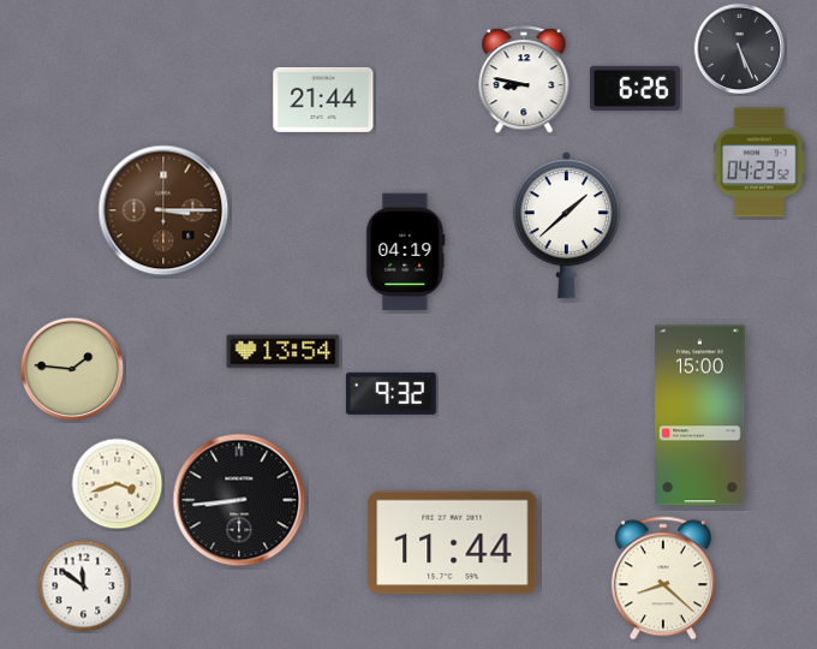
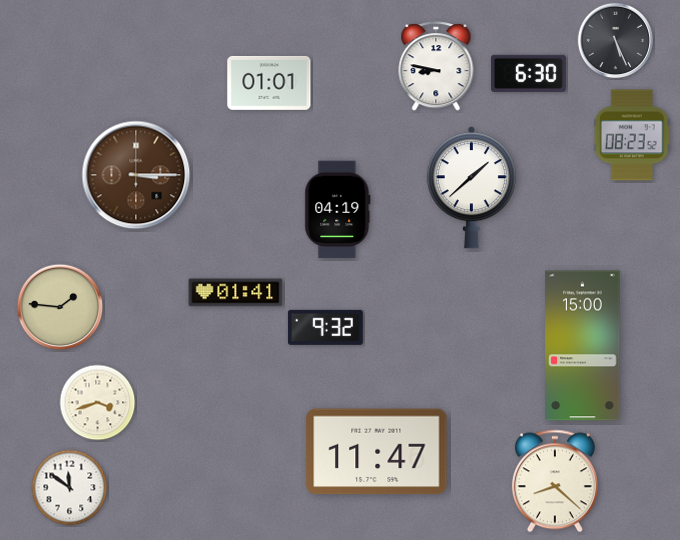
clock at (634, 88): 6:26 -> 6:30
clock at (323, 100): 21:44 -> 01:01
clock at (759, 162): 04:23 -> 08:23
clock at (284, 352): 13:54 -> 01:41
clock at (239, 500): 8:44 -> none
clock at (453, 543): 11:44 -> 11:47
clock at (663, 578) position: (663, 578) -> (555, 481)
